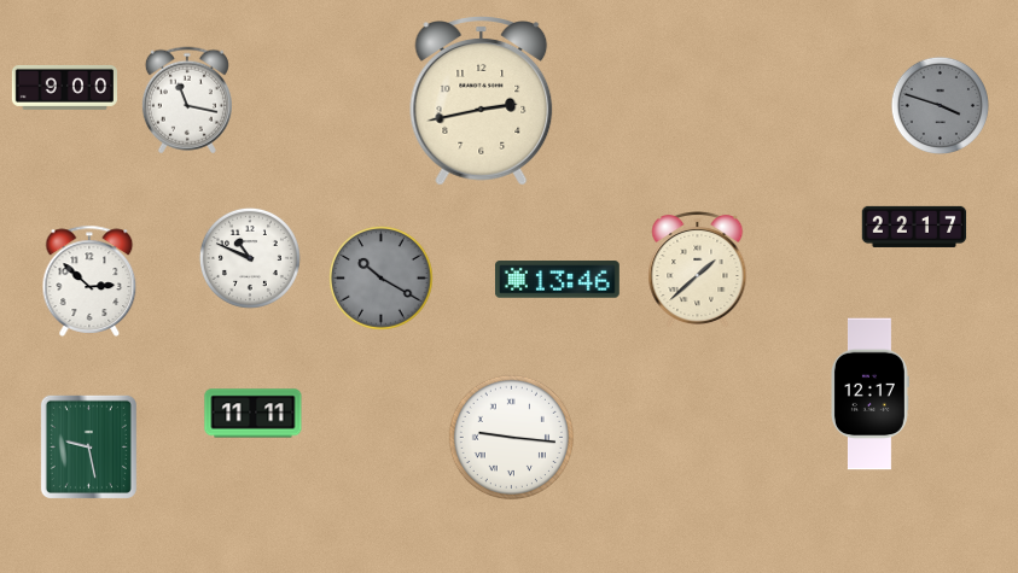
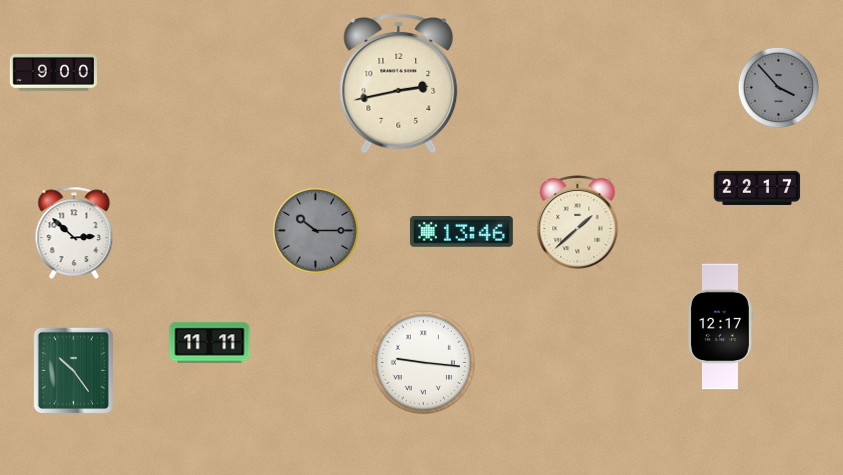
clock at (187, 100): 11:17 -> none
clock at (940, 105): 3:48 -> 3:53
clock at (250, 258): 10:49 -> none
clock at (382, 279): 10:20 -> 10:15
clock at (88, 446): 9:28 -> 10:24
